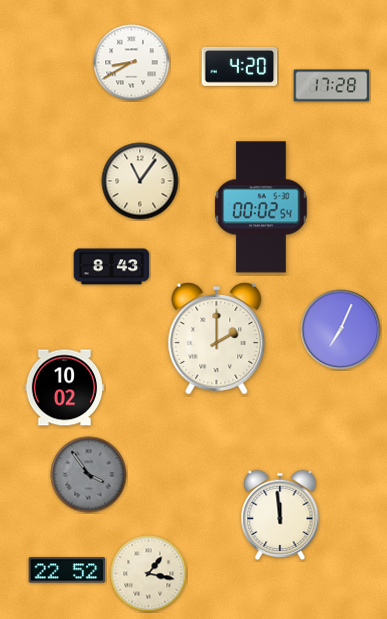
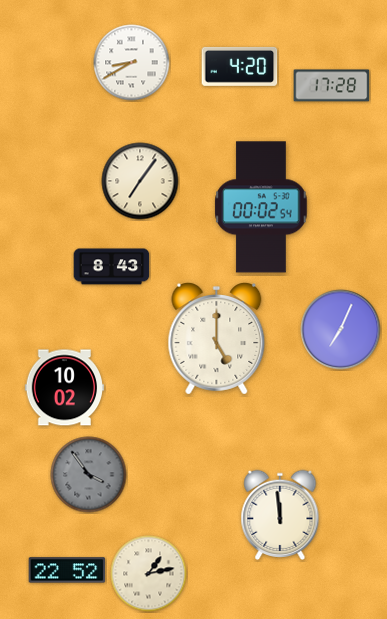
clock at (140, 181): 11:06 -> 7:06
clock at (217, 339): 2:00 -> 5:00
clock at (149, 574): 1:17 -> 1:13
